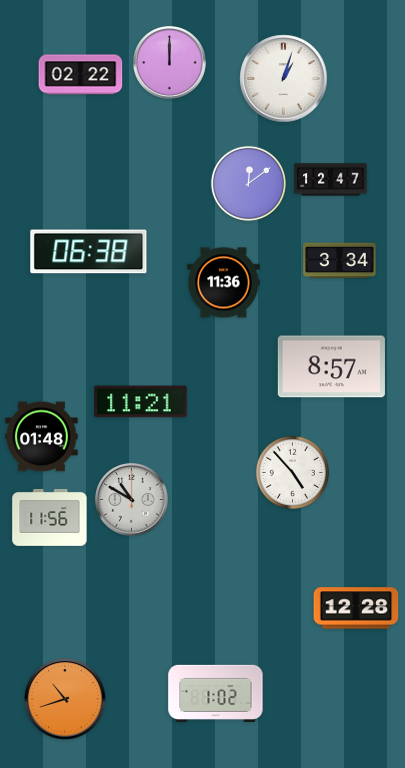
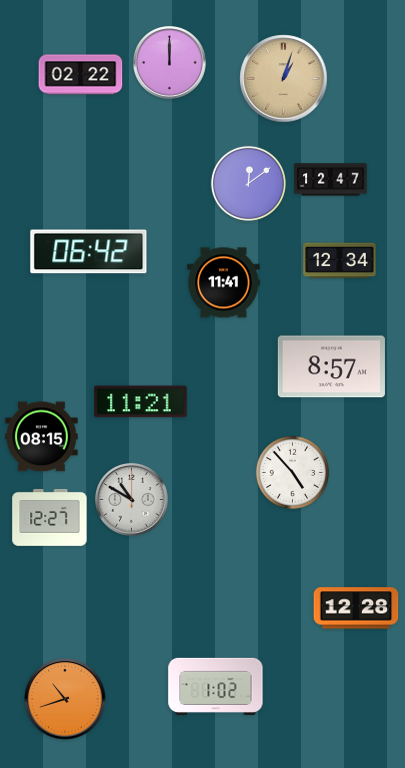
clock at (284, 79) dial: white -> champagne
clock at (89, 252): 06:38 -> 06:42
clock at (340, 261): 3:34 -> 12:34
clock at (224, 283): 11:36 -> 11:41
clock at (42, 437): 01:48 -> 08:15
clock at (50, 517): 11:56 -> 12:27
clock at (216, 693) position: (216, 693) -> (216, 686)
